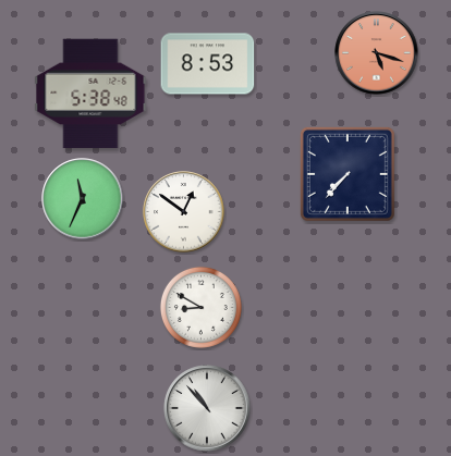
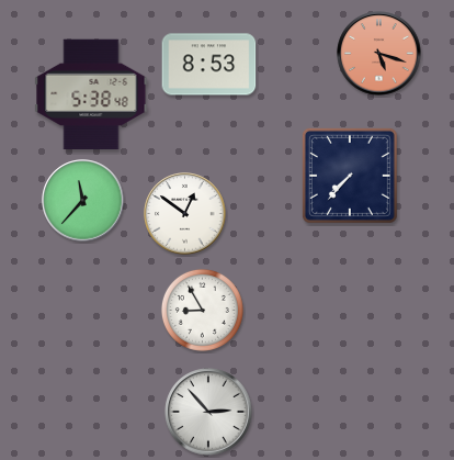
clock at (83, 199): 11:34 -> 11:37
clock at (200, 307): 8:50 -> 8:55
clock at (207, 408): 10:53 -> 2:53
